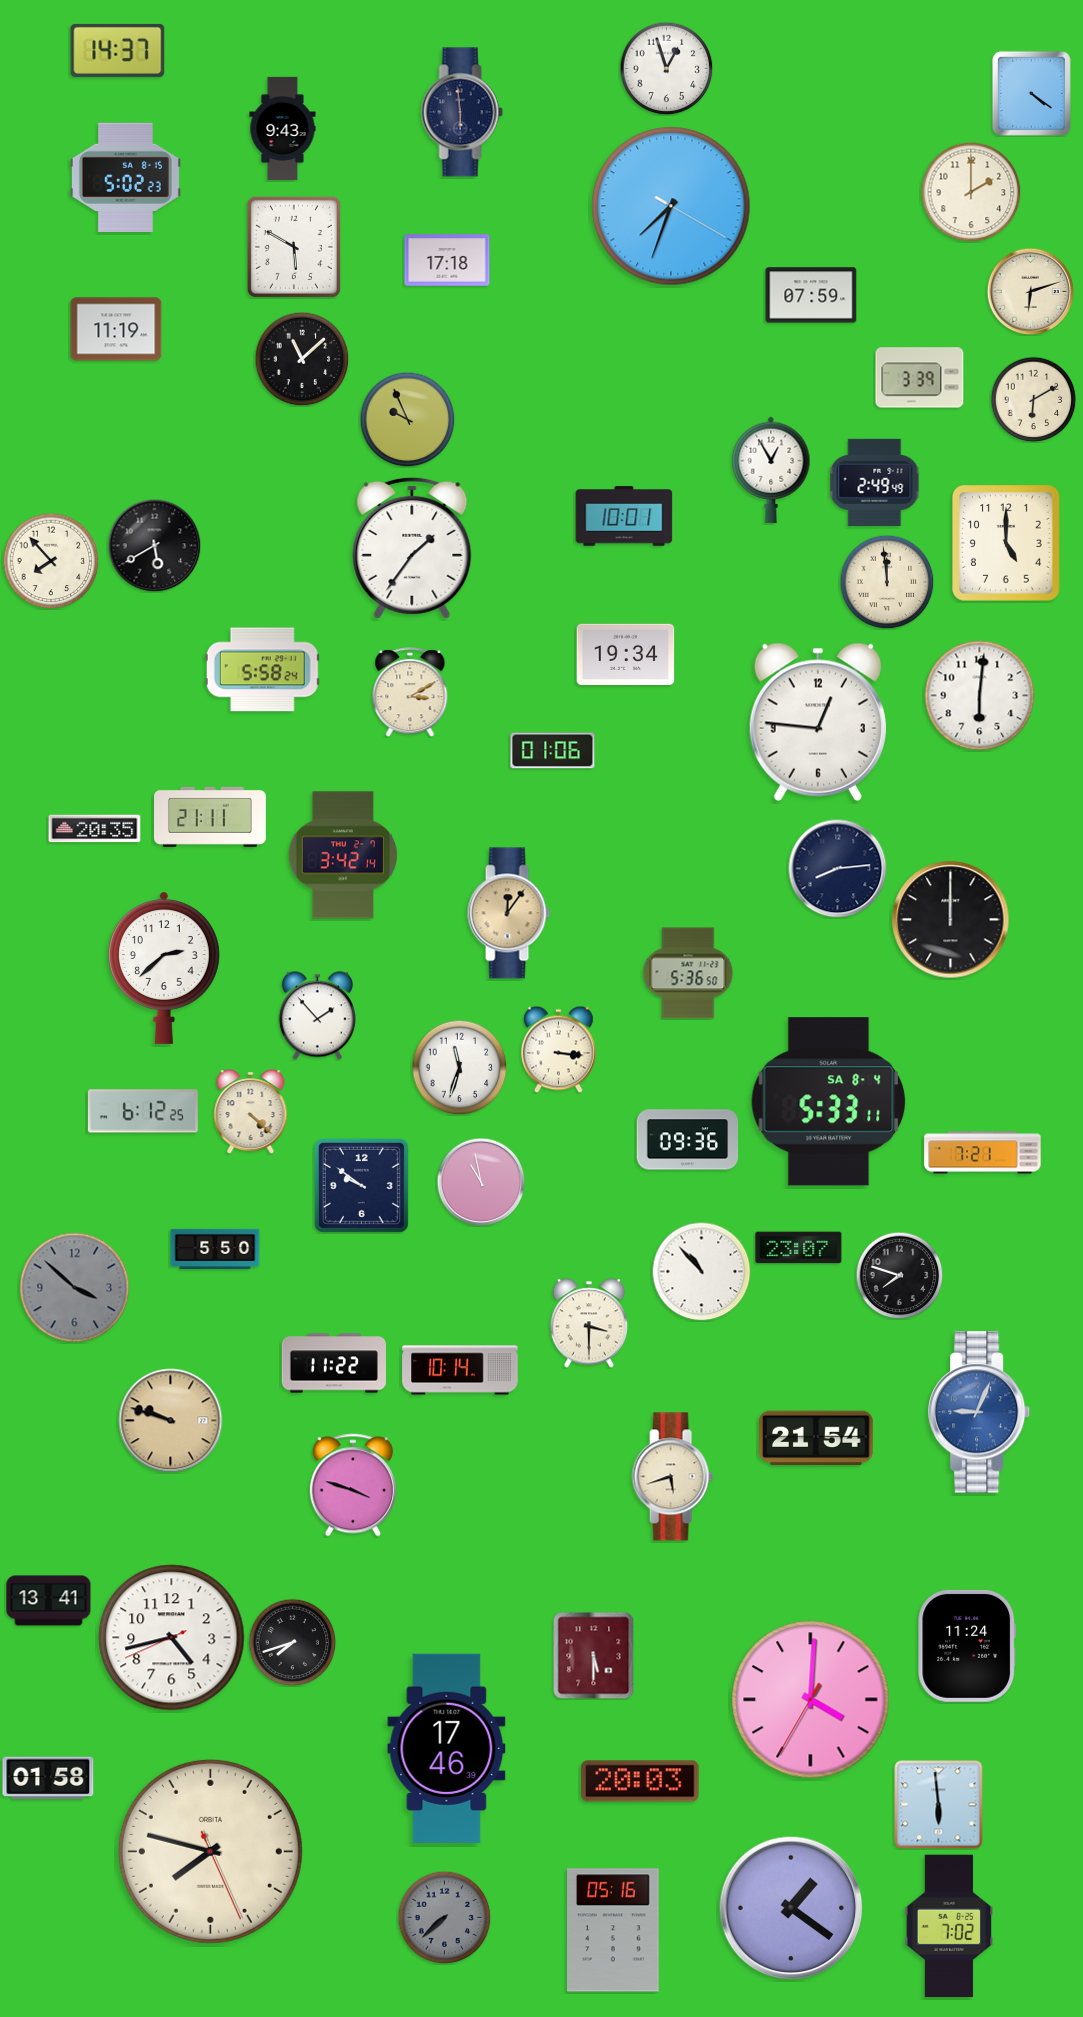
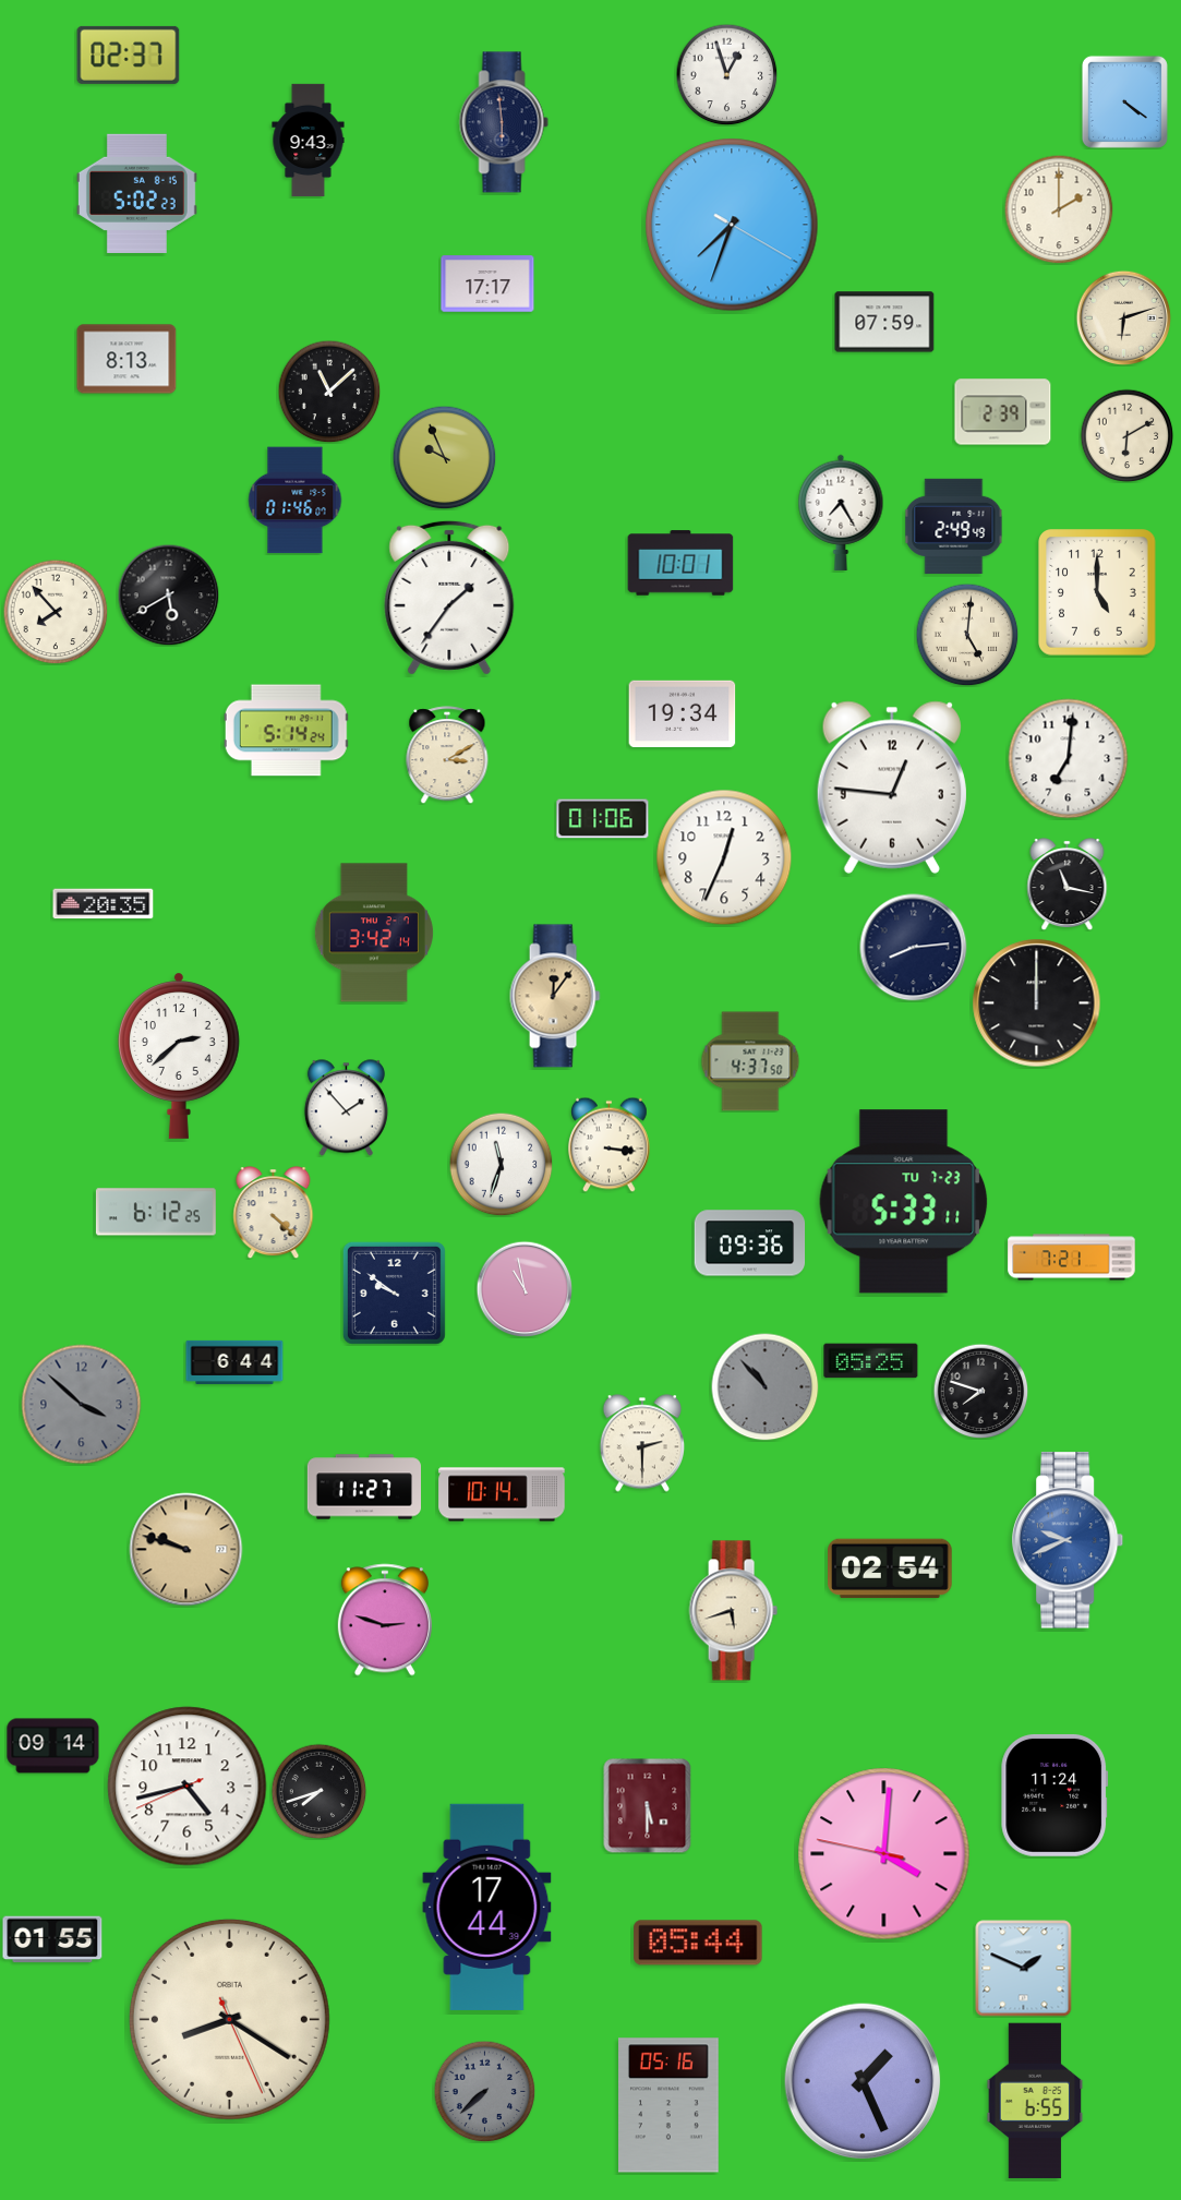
clock at (118, 50): 14:37 -> 02:37
clock at (294, 247): 5:50 -> none
clock at (447, 260): 17:18 -> 17:17
clock at (116, 329): 11:19 -> 8:13
clock at (920, 378): 3:39 -> 2:39
clock at (296, 501): none -> 01:46
clock at (771, 470): 12:55 -> 7:25
clock at (887, 582): 11:59 -> 5:01
clock at (262, 670): 5:58 -> 5:14
clock at (980, 696): 6:01 -> 7:01
clock at (724, 857): none -> 12:34
clock at (1068, 885): none -> 11:17
clock at (211, 817): 21:11 -> none
clock at (688, 973): 5:36 -> 4:37
clock at (829, 1102) date: SA 8-4 -> TU 7-23
clock at (799, 1248): 23:07 -> 05:25
clock at (215, 1249): 5:50 -> 6:44
clock at (702, 1272) dial: white -> grey
clock at (588, 1323): 3:30 -> 2:30
clock at (333, 1363): 11:22 -> 11:27
clock at (979, 1412): 9:04 -> 9:41
clock at (817, 1438): 21:54 -> 02:54
clock at (353, 1485): 3:48 -> 2:48
clock at (49, 1601): 13:41 -> 09:14
clock at (811, 1700): 4:00:35 -> 4:00:47
clock at (447, 1748): 17:46 -> 17:44
clock at (48, 1778): 01:58 -> 01:55
clock at (640, 1781): 20:03 -> 05:44
clock at (939, 1805): 5:59 -> 1:49
clock at (210, 1851): 7:47 -> 8:20
clock at (791, 1908): 1:21 -> 1:26
clock at (949, 1926): 7:02 -> 6:55
